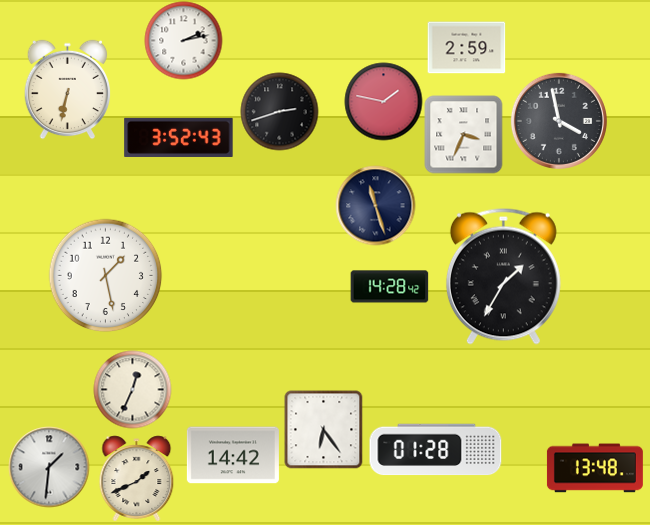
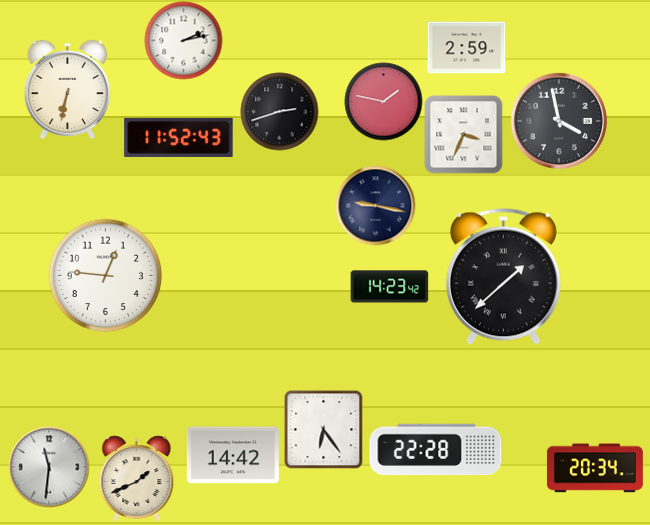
clock at (179, 137): 3:52 -> 11:52
clock at (375, 205): 11:27 -> 9:17
clock at (105, 275): 1:28 -> 12:46
clock at (503, 276): 1:35 -> 1:38
clock at (389, 287): 14:28 -> 14:23
clock at (132, 389): 12:34 -> none
clock at (436, 450): 01:28 -> 22:28
clock at (49, 467): 1:31 -> 11:31
clock at (595, 468): 13:48 -> 20:34
